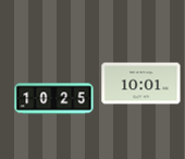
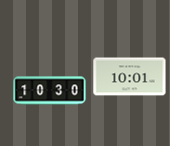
clock at (54, 99): 10:25 -> 10:30
